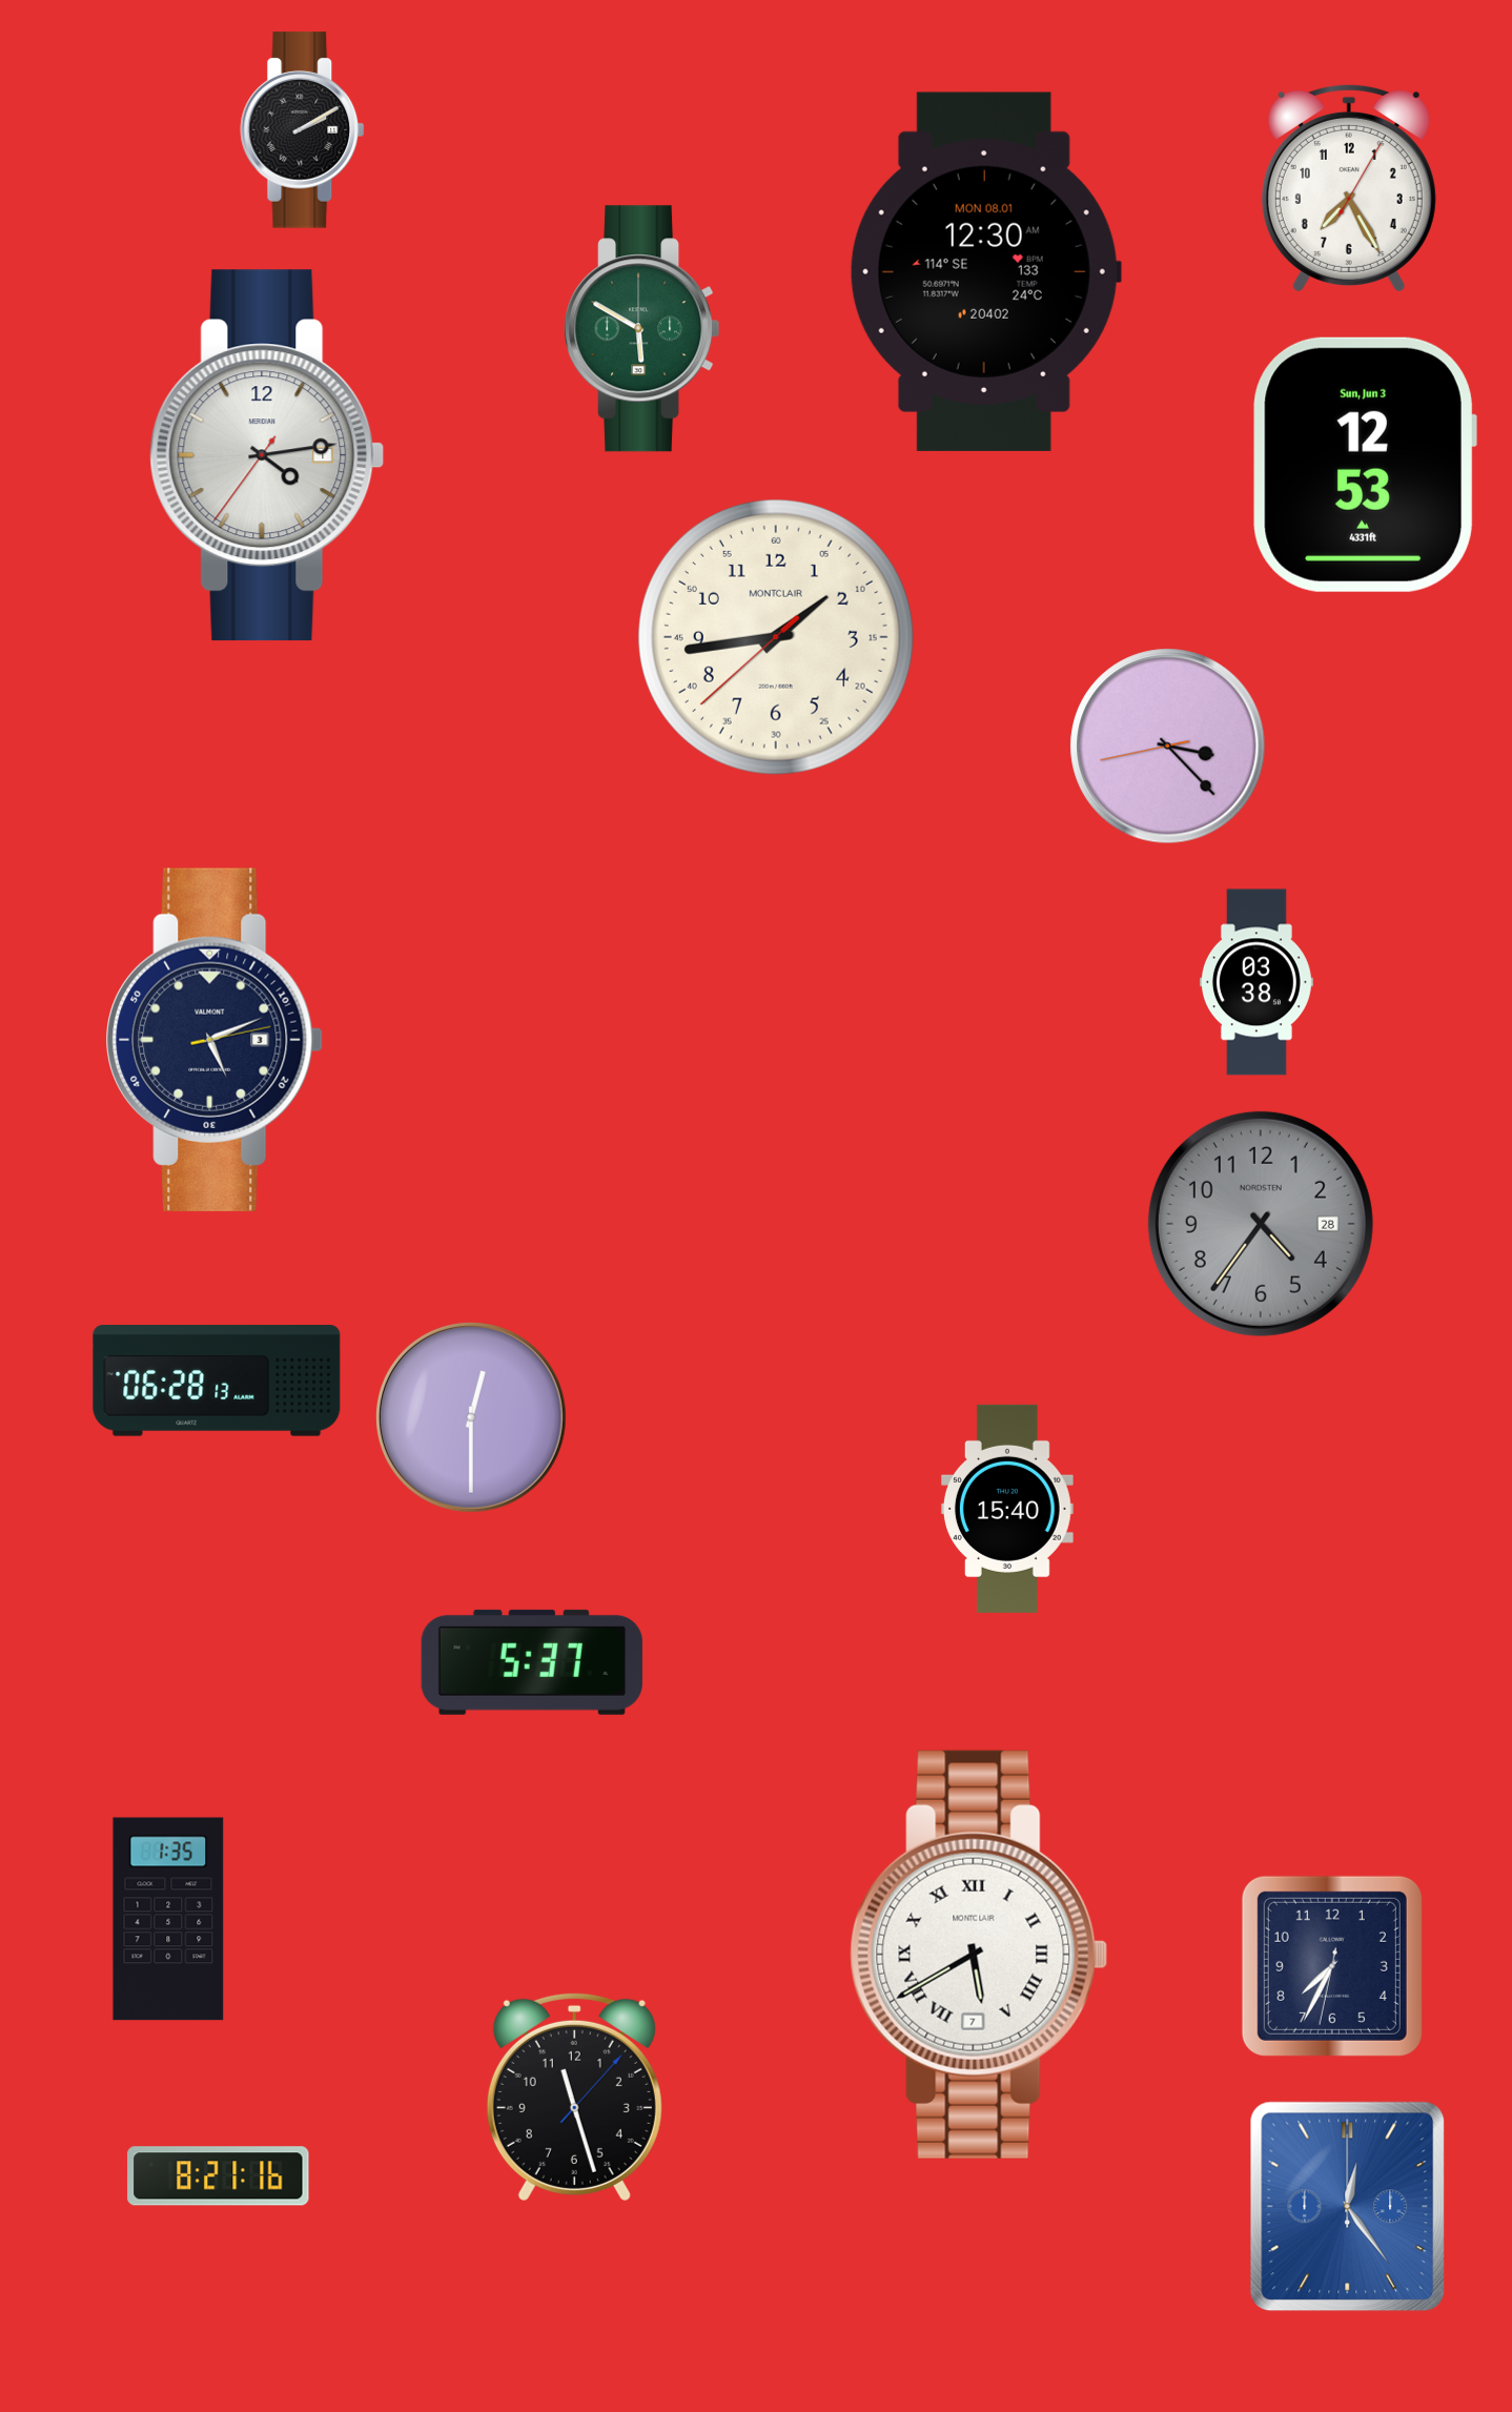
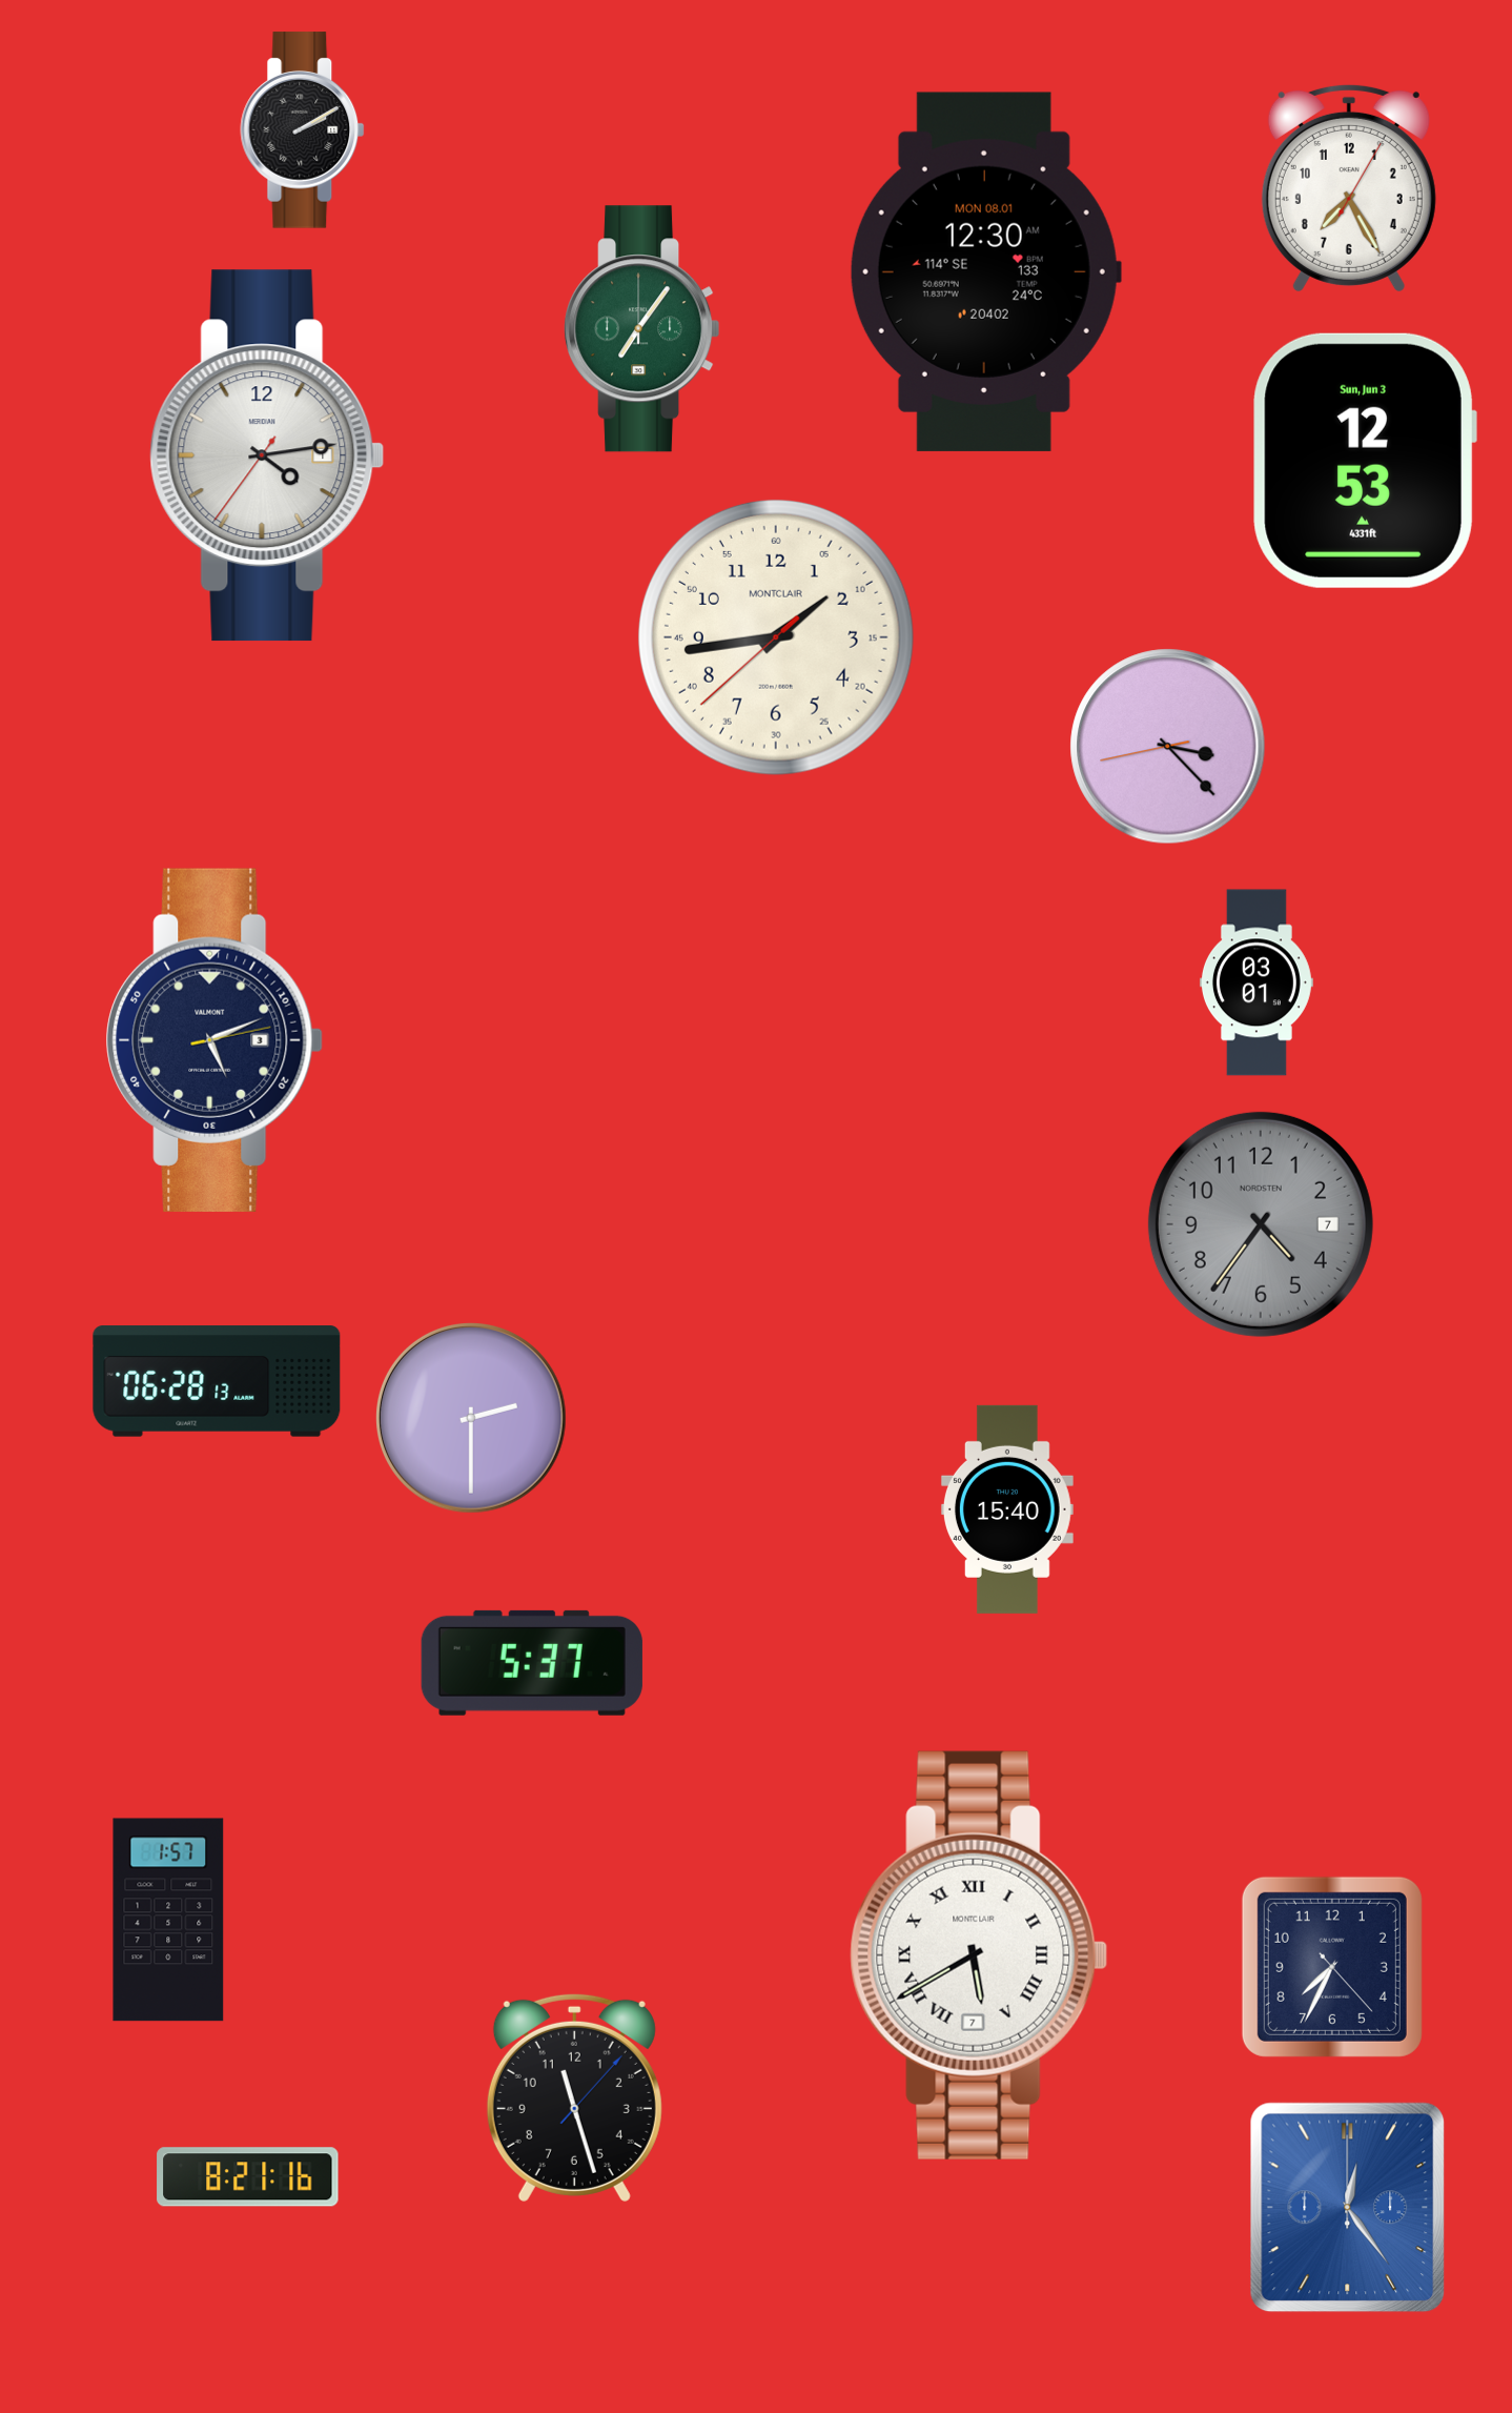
clock at (642, 329): 5:50 -> 7:06
clock at (1365, 465) position: (1365, 465) -> (1365, 461)
clock at (1256, 982): 03:38 -> 03:01
clock at (1261, 1224) date: 28 -> 7
clock at (471, 1417): 12:30 -> 2:30
clock at (168, 1919): 1:35 -> 1:57
clock at (1332, 1966): 7:34:32 -> 7:34:23
clock at (219, 2176) position: (219, 2176) -> (248, 2177)
